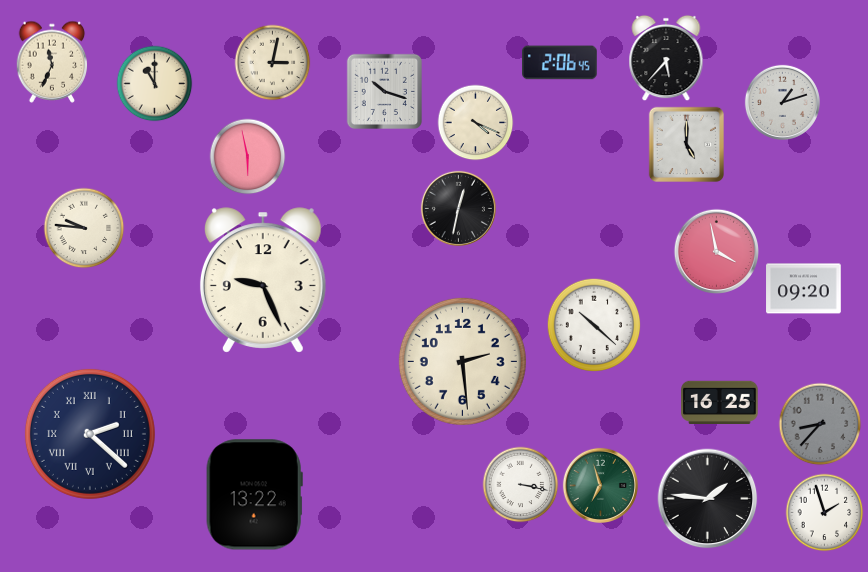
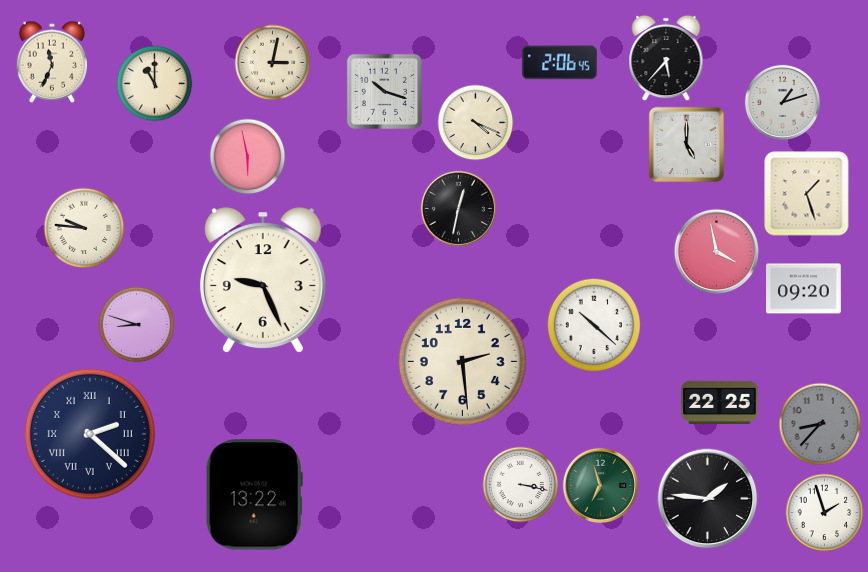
clock at (807, 194): none -> 1:27
clock at (137, 325): none -> 8:48
clock at (720, 402): 16:25 -> 22:25
